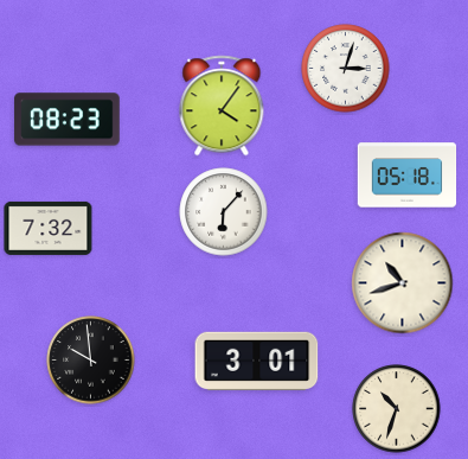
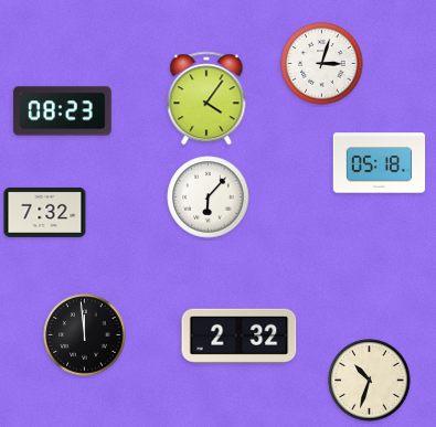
clock at (403, 283): 10:42 -> none
clock at (91, 361): 9:59 -> 11:59
clock at (257, 361): 3:01 -> 2:32
